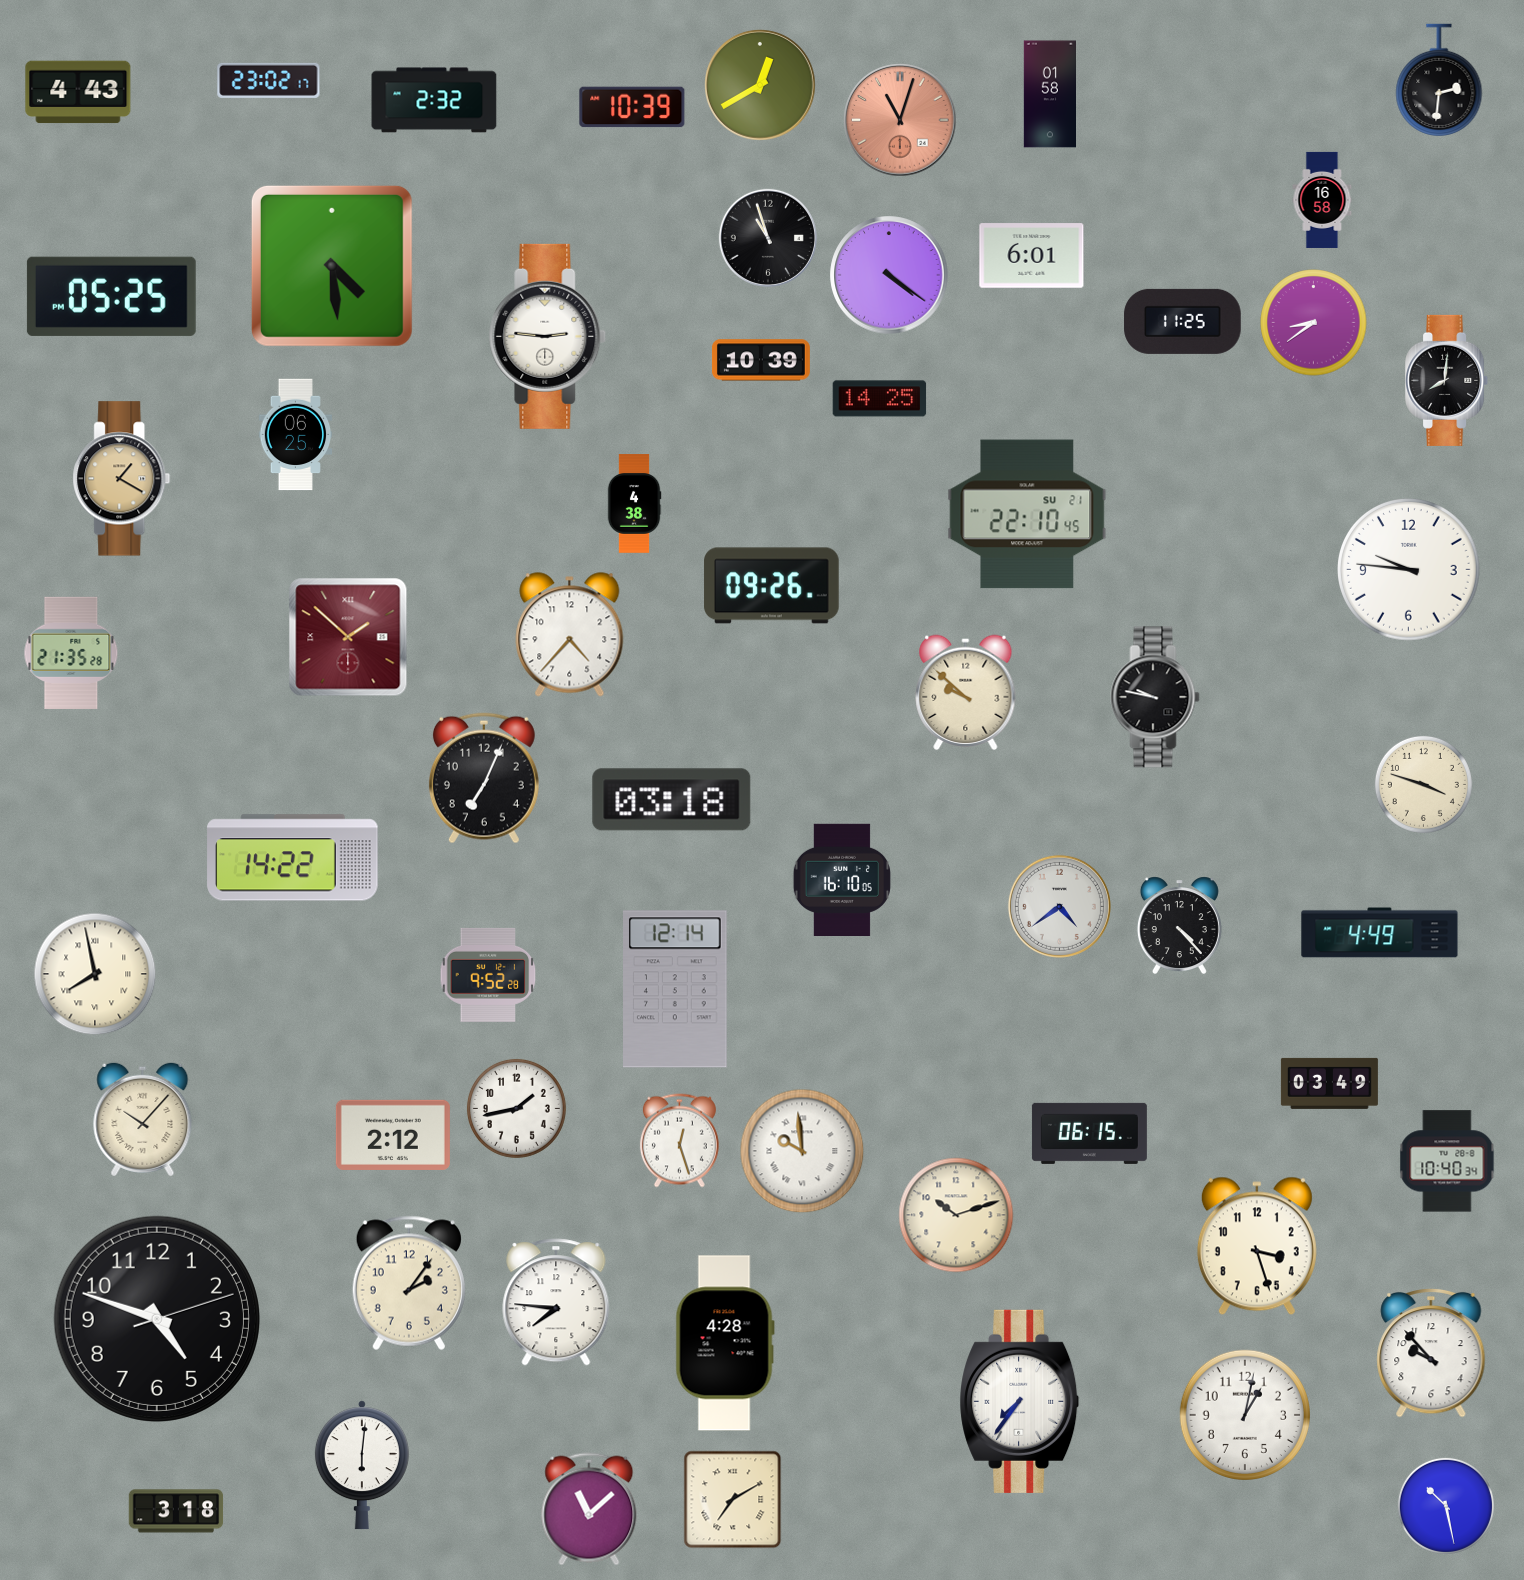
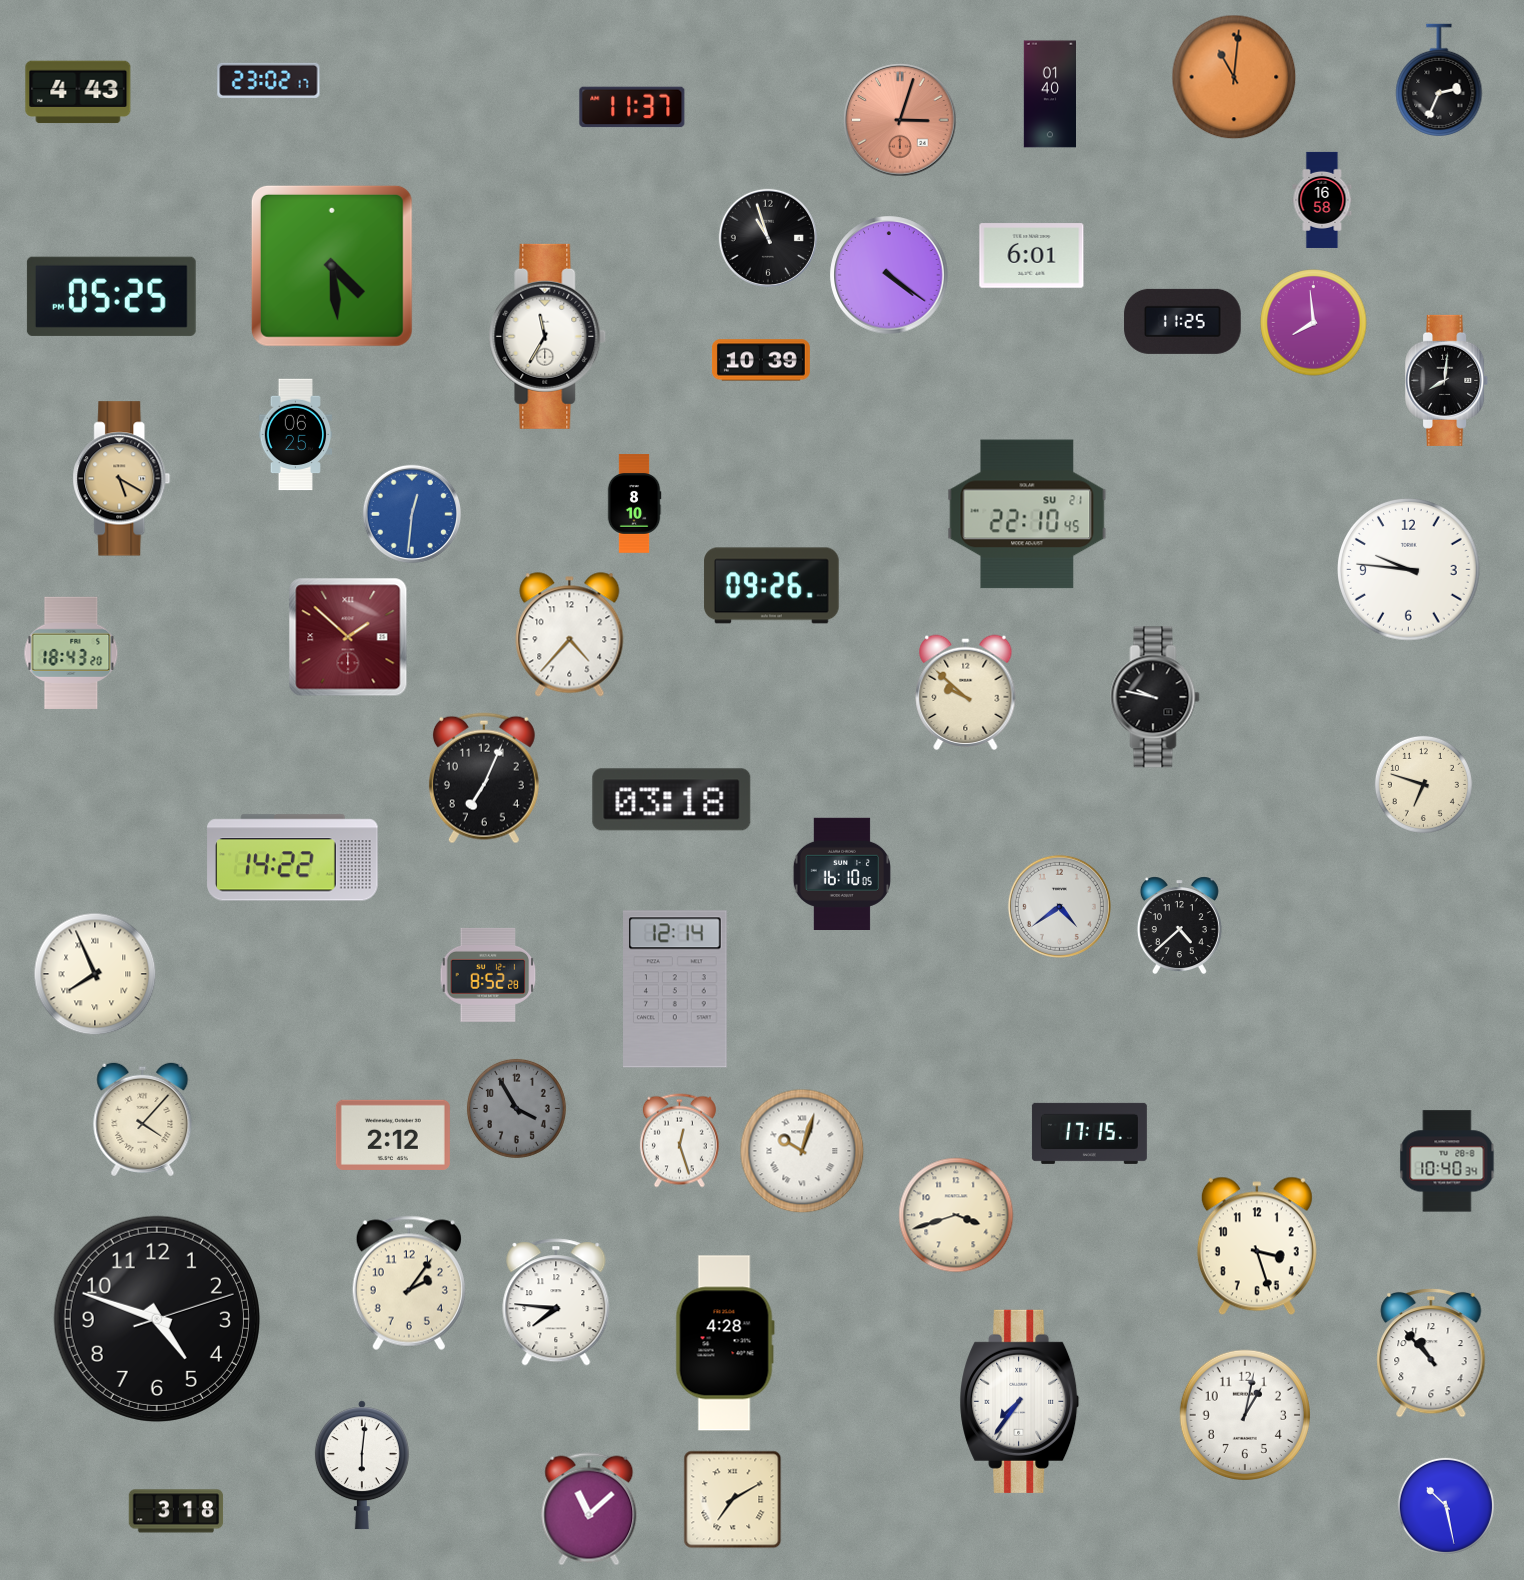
clock at (1234, 77): none -> 11:01
clock at (1439, 80): 2:31 -> 2:34
clock at (761, 86): 12:40 -> none
clock at (1050, 94): 01:58 -> 01:40
clock at (434, 100): 2:32 -> none
clock at (632, 107): 10:39 -> 11:37
clock at (901, 121): 11:03 -> 3:03
clock at (1314, 323): 8:39 -> 7:59
clock at (548, 336): 2:46 -> 11:35
clock at (880, 399): 14:25 -> none
clock at (122, 479): 1:20 -> 5:20
clock at (634, 504): 4:38 -> 8:10
clock at (412, 514): none -> 12:31
clock at (71, 653): 21:35 -> 18:43
clock at (1423, 784): 3:48 -> 6:48
clock at (842, 879) position: (842, 879) -> (842, 873)
clock at (1179, 925): 4:23 -> 4:38
clock at (1380, 933): 4:49 -> none
clock at (95, 974): 7:58 -> 7:56
clock at (488, 975): 9:52 -> 8:52
clock at (1329, 1083): 03:49 -> none
clock at (516, 1108): 1:43 -> 3:55
clock at (516, 1108) dial: white -> grey
clock at (143, 1119): 10:07 -> 4:07
clock at (1089, 1133): 06:15 -> 17:15
clock at (802, 1151): 9:59 -> 10:03
clock at (956, 1215): 10:12 -> 3:42
clock at (1431, 1353): 9:53 -> 10:53
